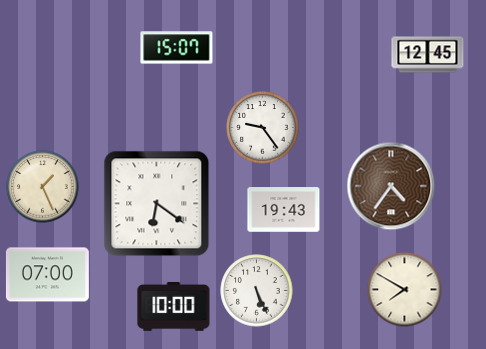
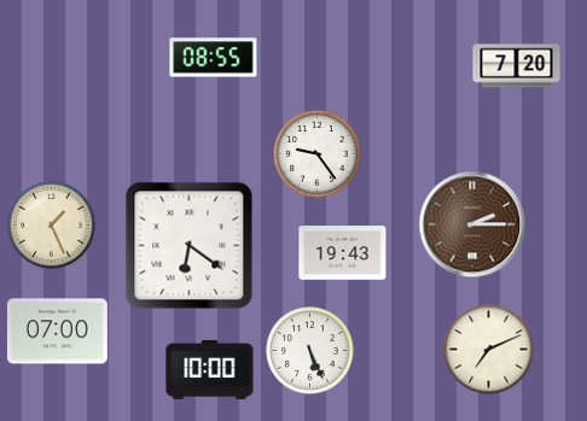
clock at (177, 48): 15:07 -> 08:55
clock at (428, 55): 12:45 -> 7:20
clock at (391, 186): 4:36 -> 2:15
clock at (405, 290): 7:50 -> 7:11
